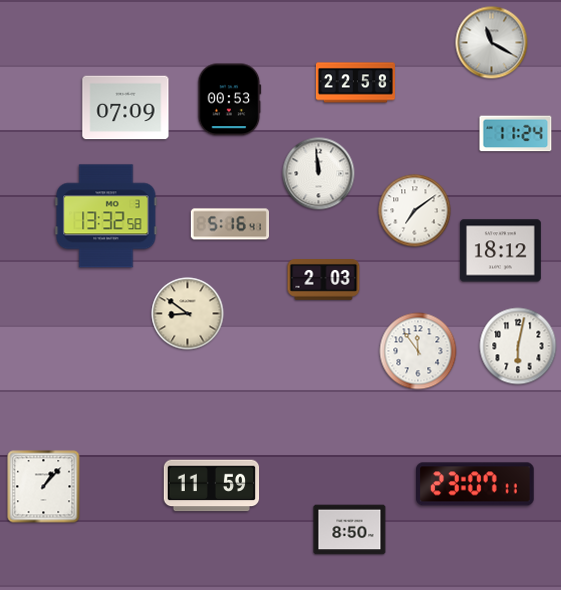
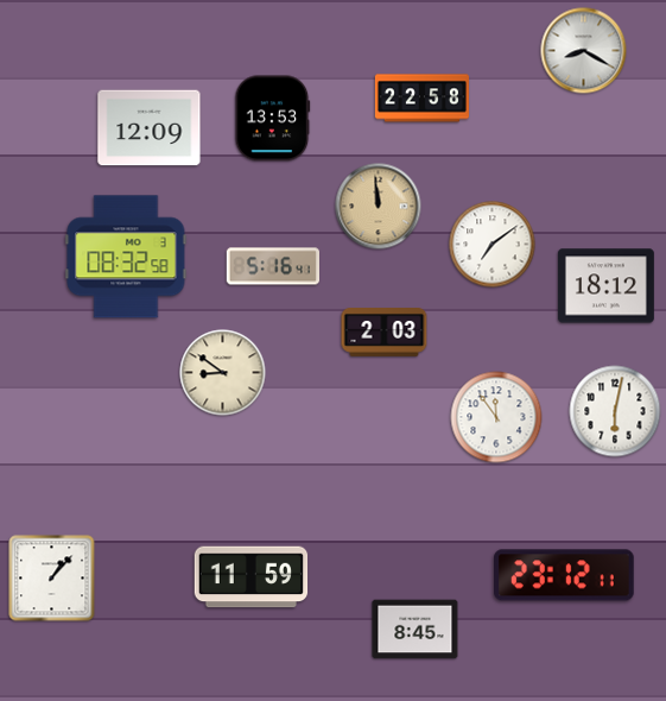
clock at (492, 43): 11:20 -> 8:20
clock at (230, 100): 00:53 -> 13:53
clock at (126, 108): 07:09 -> 12:09
clock at (516, 134): 11:24 -> none
clock at (319, 174) dial: white -> champagne
clock at (415, 211) position: (415, 211) -> (493, 245)
clock at (106, 216): 13:32 -> 08:32
clock at (500, 251) position: (500, 251) -> (605, 286)
clock at (475, 484): 23:07 -> 23:12
clock at (350, 530): 8:50 -> 8:45
